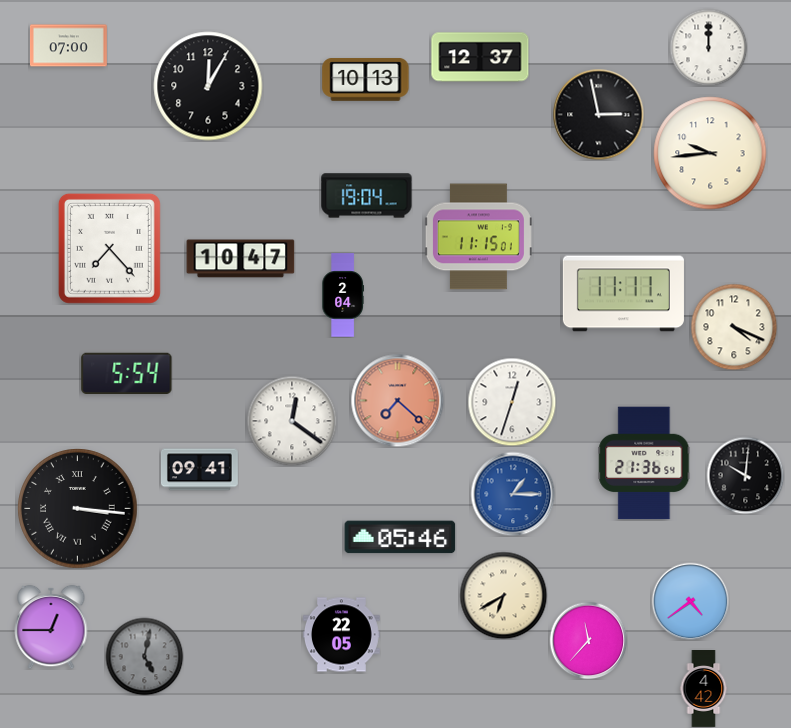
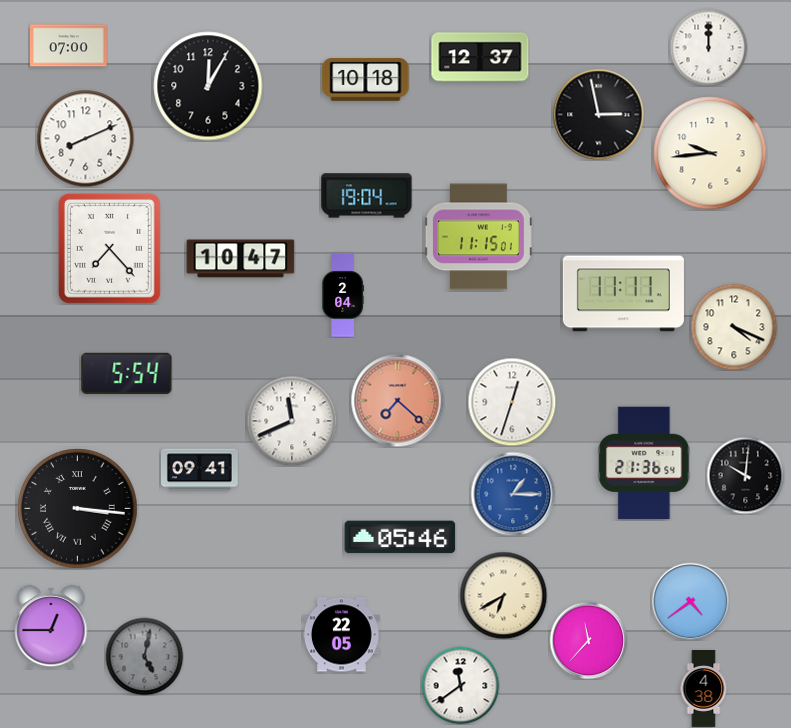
clock at (366, 80): 10:13 -> 10:18
clock at (85, 138): none -> 8:11
clock at (292, 421): 12:21 -> 11:41
clock at (460, 685): none -> 11:39
clock at (704, 689): 4:42 -> 4:38
